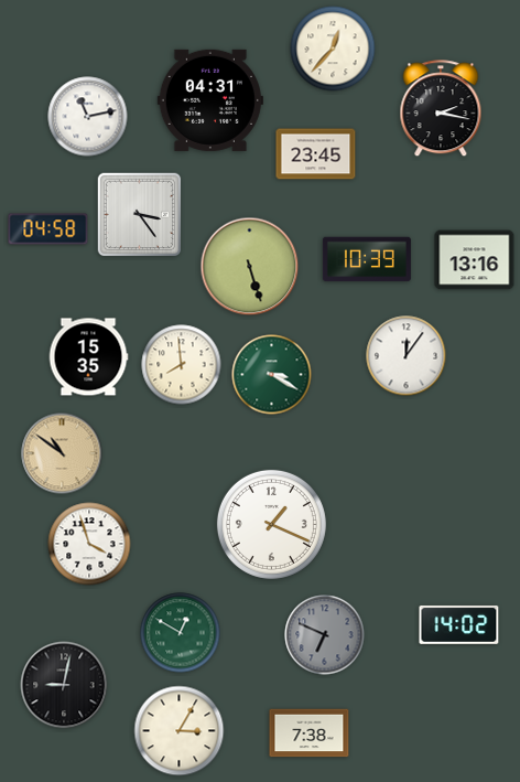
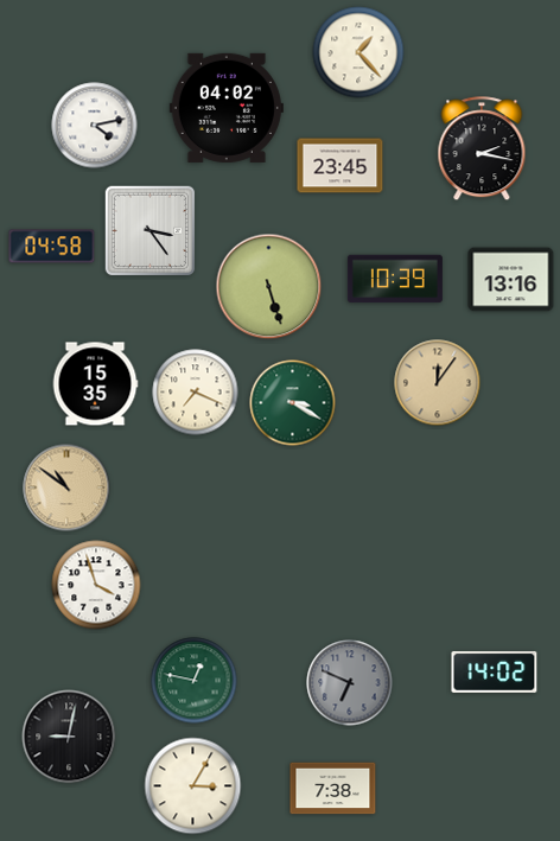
clock at (333, 49): 12:37 -> 1:23
clock at (210, 100): 04:31 -> 04:02
clock at (441, 109) position: (441, 109) -> (482, 149)
clock at (88, 117): 11:13 -> 4:13
clock at (407, 356) dial: white -> champagne
clock at (182, 365): 7:59 -> 7:19
clock at (271, 524): 1:19 -> none
clock at (181, 633): 12:50 -> 12:47
